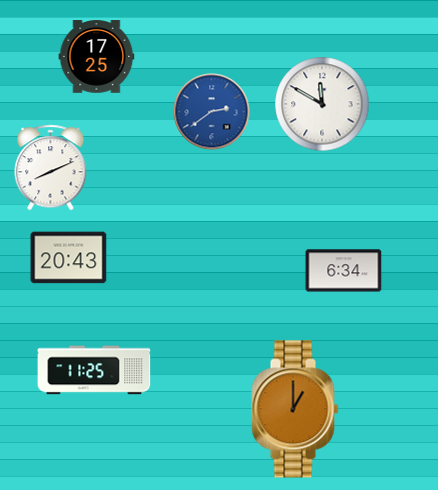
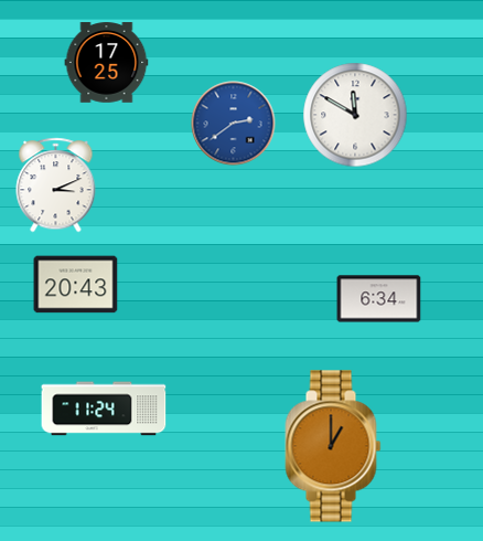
clock at (51, 168): 8:11 -> 3:11
clock at (94, 370): 11:25 -> 11:24
clock at (295, 409) position: (295, 409) -> (333, 446)
